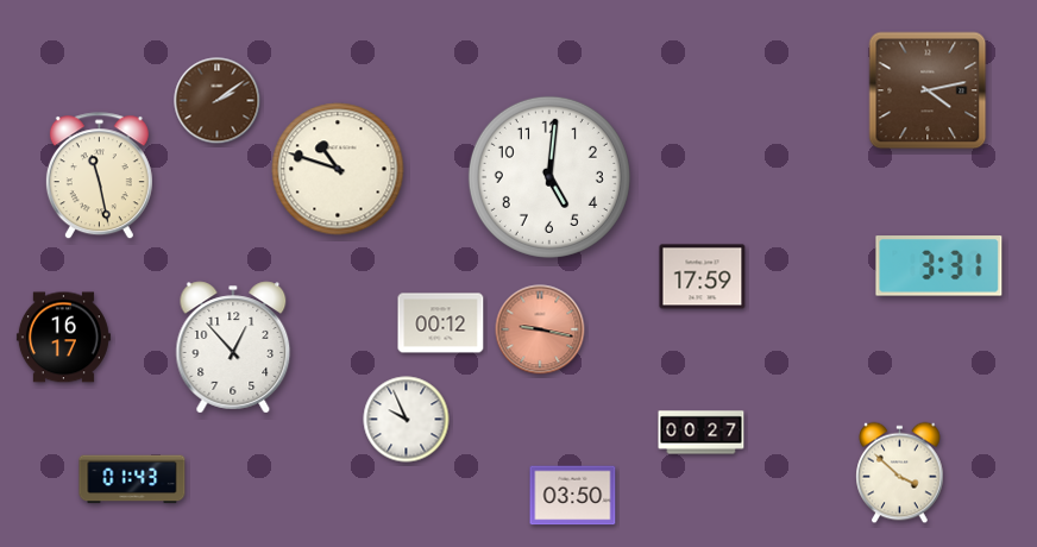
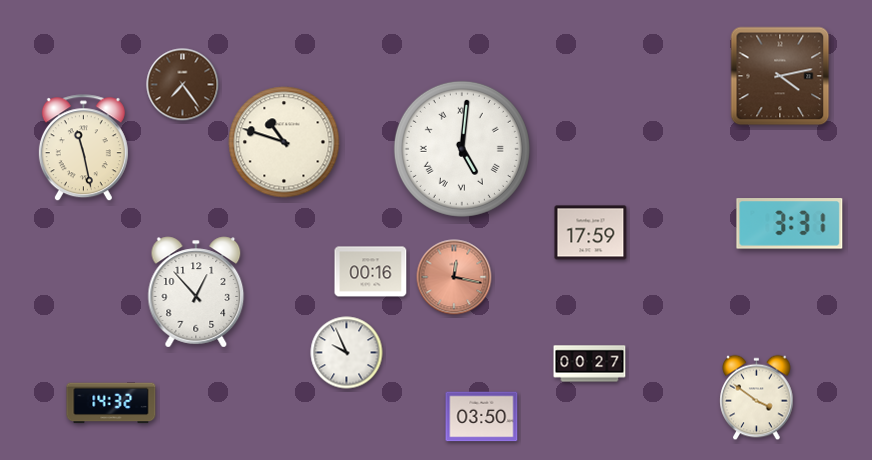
clock at (218, 101): 2:09 -> 7:24
clock at (549, 177) numerals: Arabic -> Roman
clock at (441, 323): 00:12 -> 00:16
clock at (540, 329): 9:17 -> 12:17
clock at (63, 338): 16:17 -> none
clock at (407, 420) position: (407, 420) -> (347, 353)
clock at (900, 473): 3:52 -> 3:51
clock at (132, 479): 01:43 -> 14:32
